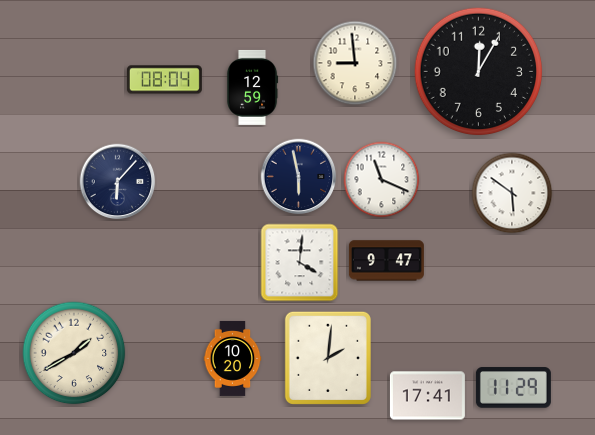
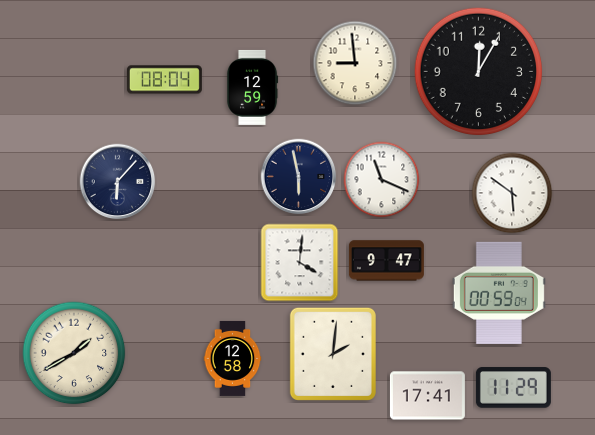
clock at (499, 293): none -> 00:59
clock at (233, 358): 10:20 -> 12:58
clock at (328, 358) position: (328, 358) -> (333, 354)
